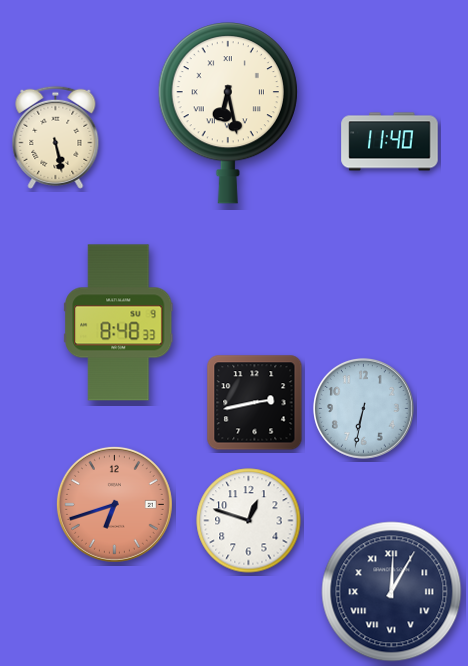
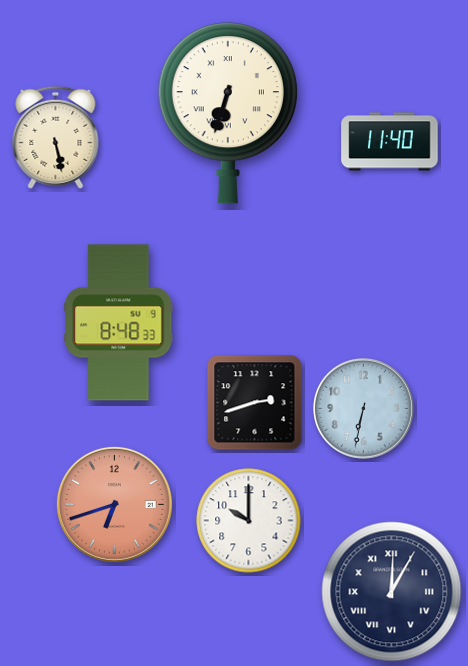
clock at (228, 114): 6:28 -> 6:33
clock at (255, 403): 2:43 -> 2:42
clock at (249, 521): 12:48 -> 10:00
